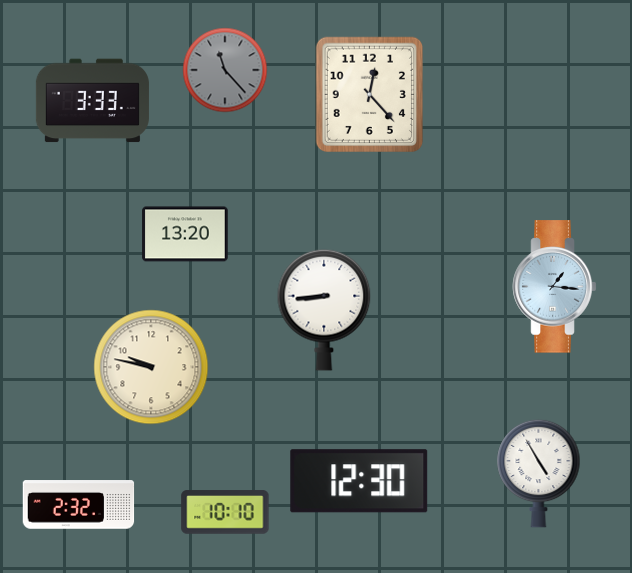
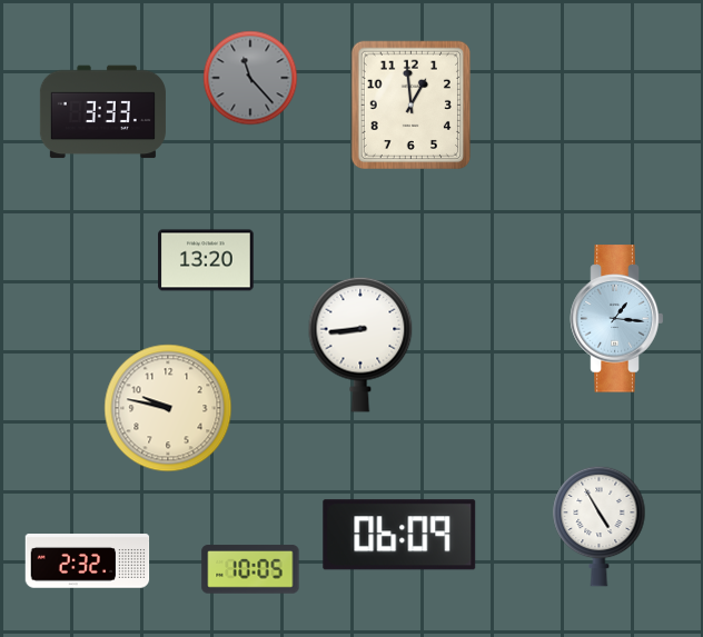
clock at (369, 94): 12:23 -> 12:59
clock at (359, 481): 12:30 -> 06:09
clock at (225, 512): 10:10 -> 10:05
